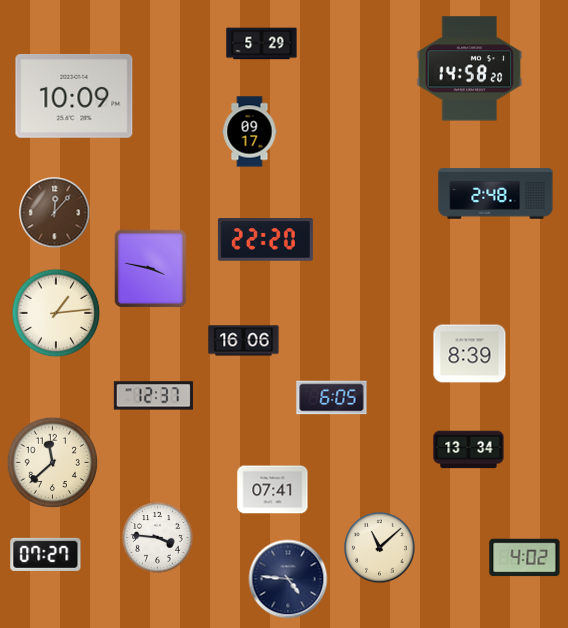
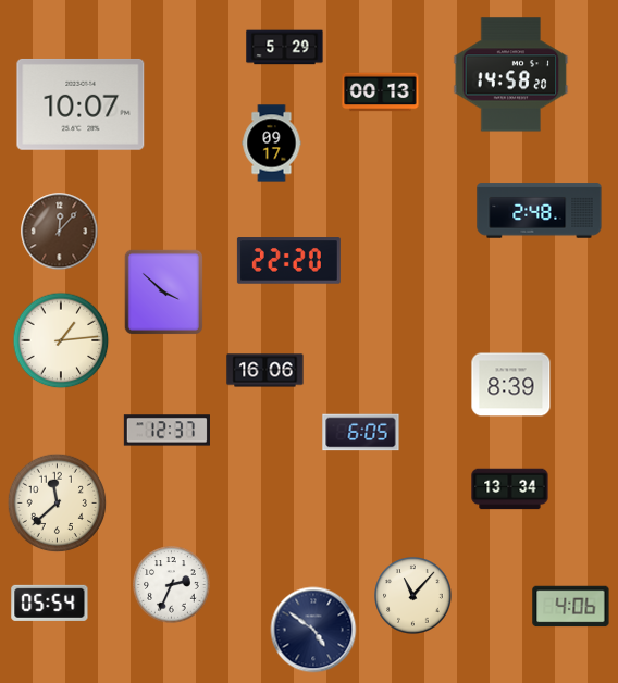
clock at (381, 92): none -> 00:13
clock at (74, 96): 10:09 -> 10:07
clock at (150, 268): 3:47 -> 3:52
clock at (273, 490): 07:41 -> none
clock at (158, 538): 3:46 -> 2:34
clock at (380, 548): 11:08 -> 11:07
clock at (46, 554): 07:27 -> 05:54
clock at (525, 558): 4:02 -> 4:06
clock at (288, 579): 4:46 -> 4:51
